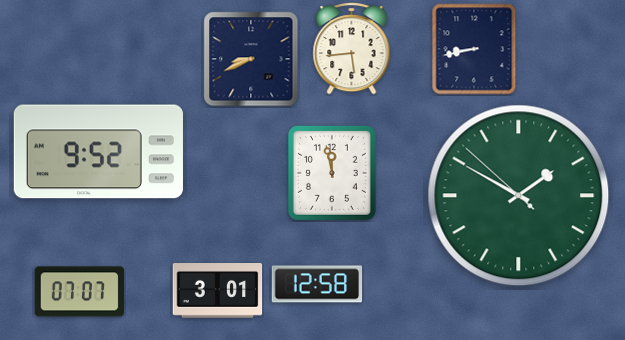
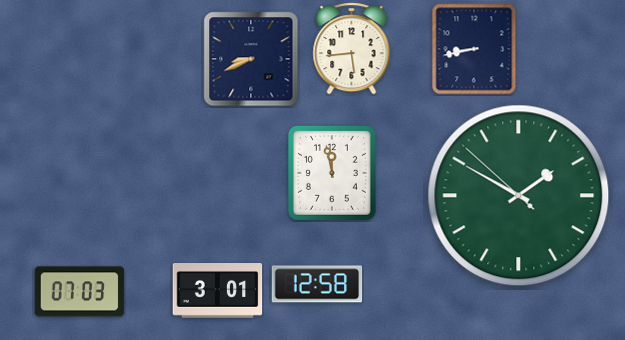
clock at (98, 152): 9:52 -> none
clock at (80, 292): 07:07 -> 07:03
